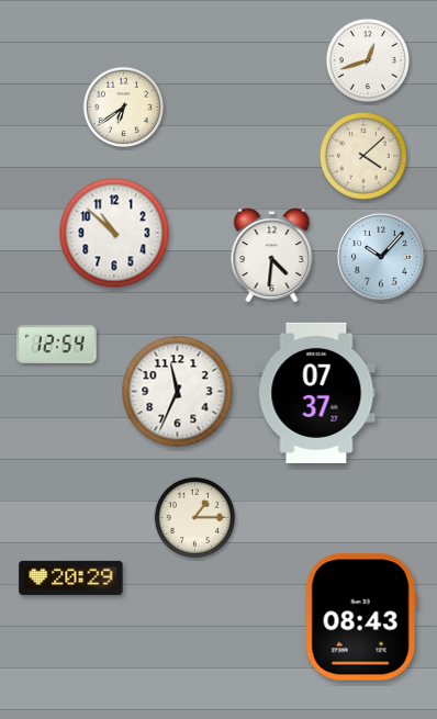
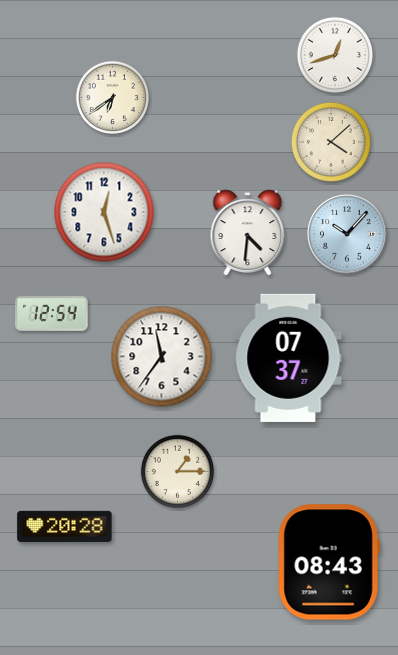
clock at (114, 233): 10:52 -> 12:27
clock at (178, 392): 11:34 -> 11:36
clock at (71, 577): 20:29 -> 20:28
